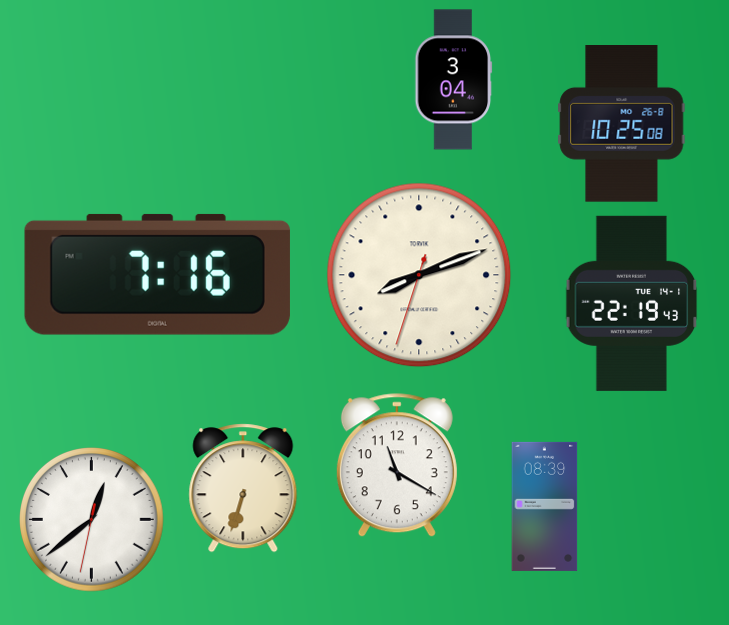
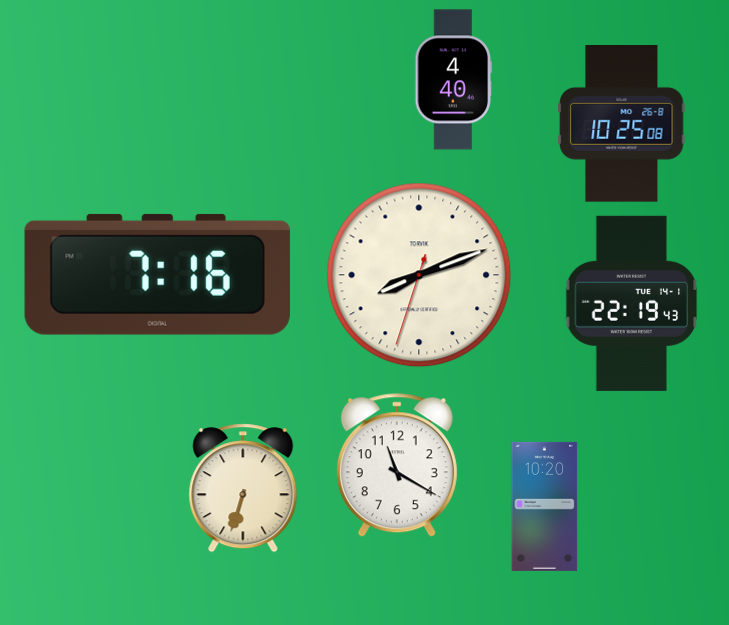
clock at (454, 80): 3:04 -> 4:40
clock at (545, 506): 08:39 -> 10:20
clock at (92, 520): 12:38 -> none
